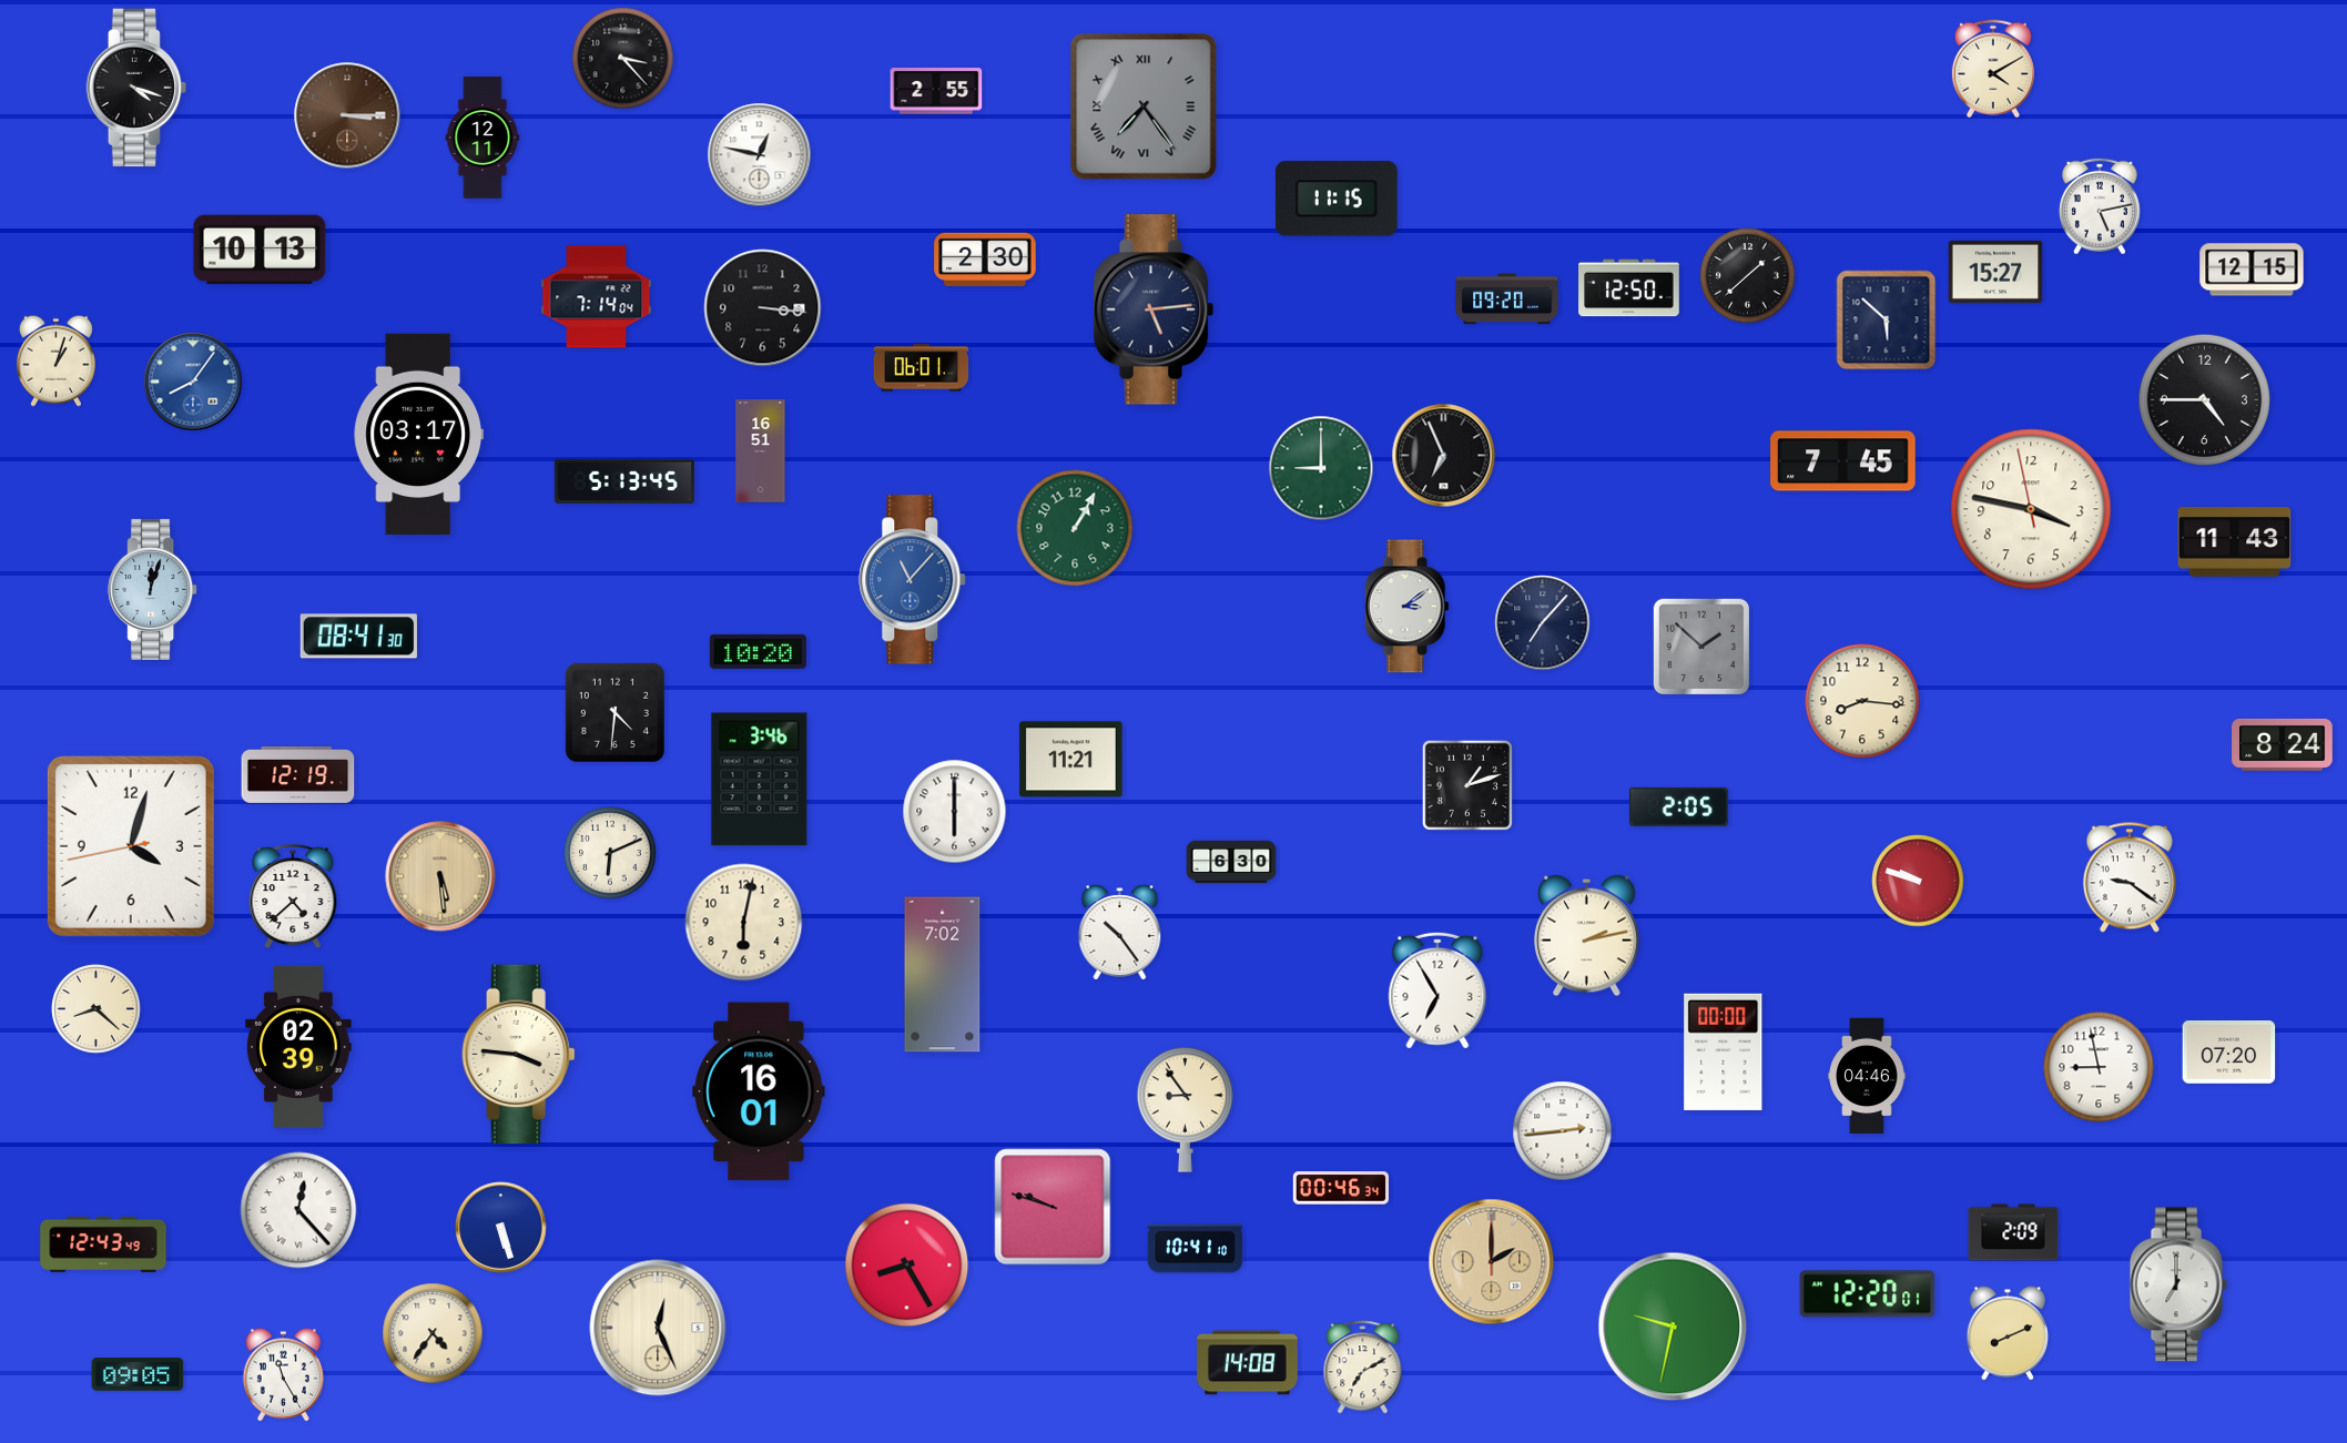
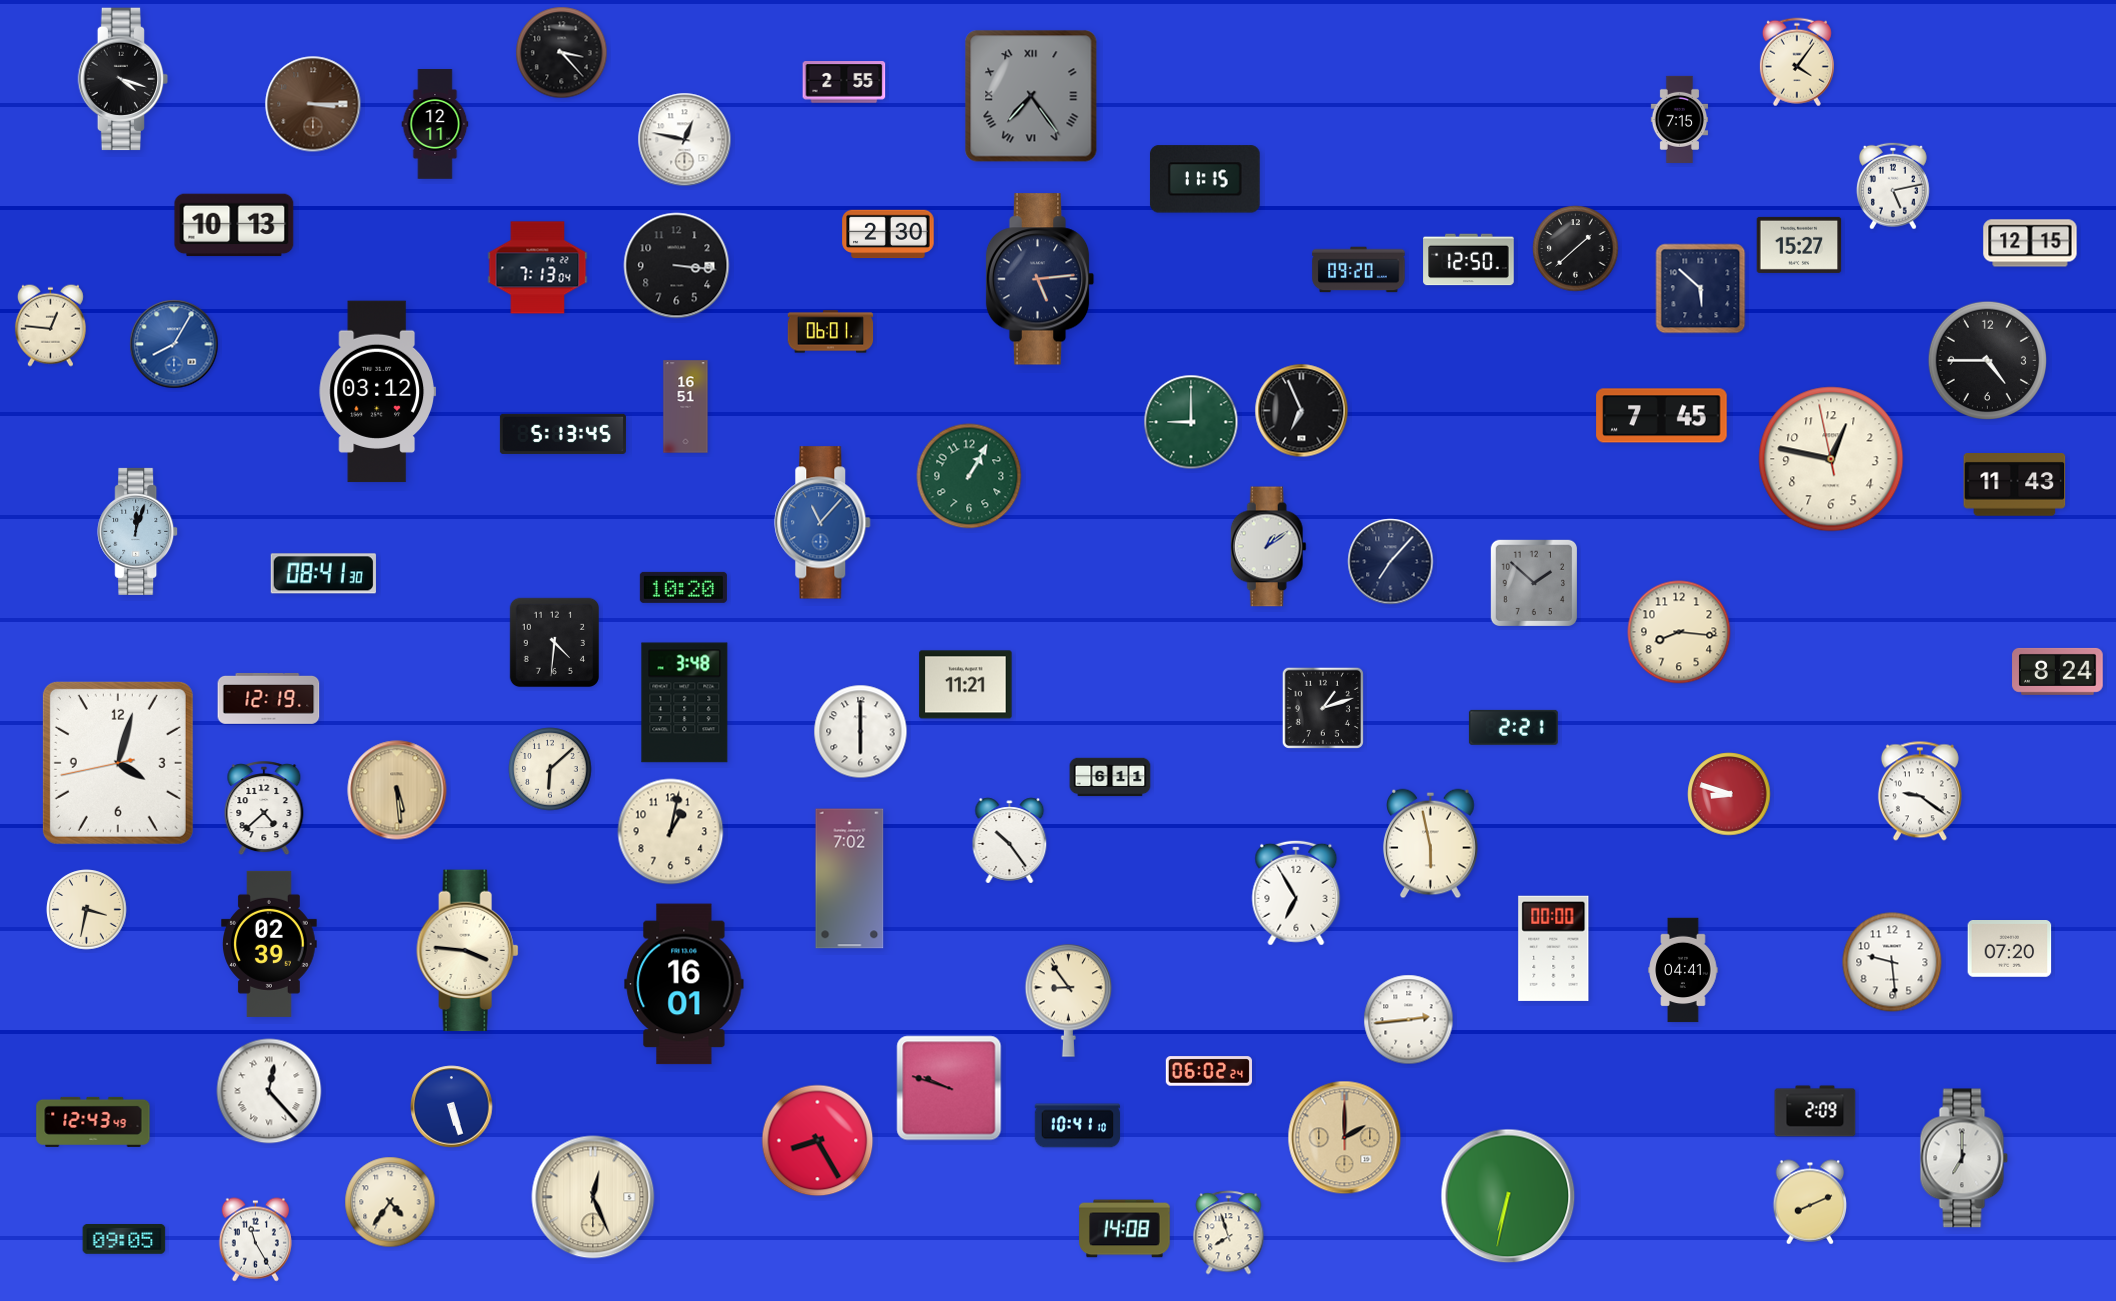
clock at (1993, 69): 4:10 -> 4:06
clock at (1679, 119): none -> 7:15
clock at (597, 297): 7:14 -> 7:13
clock at (763, 308) position: (763, 308) -> (677, 266)
clock at (55, 360): 1:03 -> 12:46
clock at (193, 382): 8:06 -> 8:05
clock at (418, 435): 03:17 -> 03:12
clock at (2031, 509): 3:46 -> 12:46
clock at (2235, 542) position: (2235, 542) -> (2015, 485)
clock at (1406, 607): 3:09 -> 1:09
clock at (760, 780): 3:46 -> 3:48
clock at (1678, 806): 2:05 -> 2:21
clock at (610, 853): 6:11 -> 6:08
clock at (1231, 862): 6:30 -> 6:11
clock at (1918, 881): 9:48 -> 8:48
clock at (744, 923): 6:02 -> 1:02
clock at (1587, 936): 2:13 -> 5:58
clock at (96, 1009): 8:22 -> 3:32
clock at (2099, 1067): 8:58 -> 9:29
clock at (1867, 1076): 04:46 -> 04:41
clock at (1341, 1188): 00:46 -> 06:02
clock at (1868, 1294): 12:20 -> none
clock at (1673, 1327): 9:32 -> 6:32
clock at (1363, 1368): 7:10 -> 7:57
